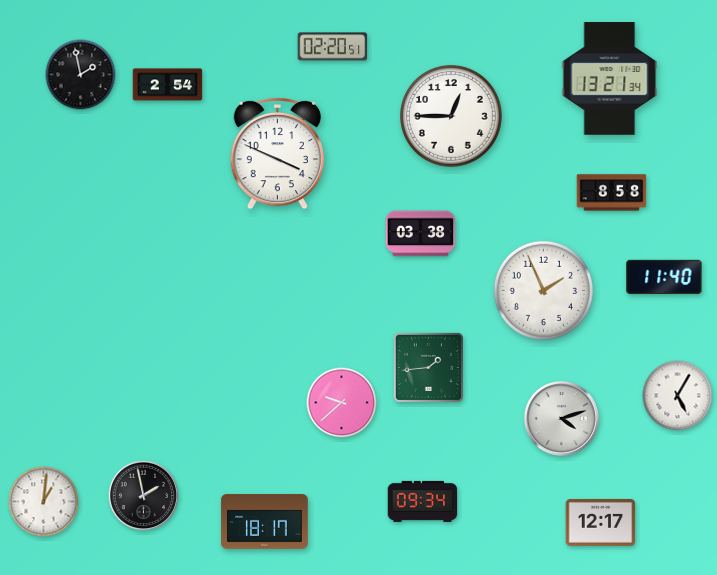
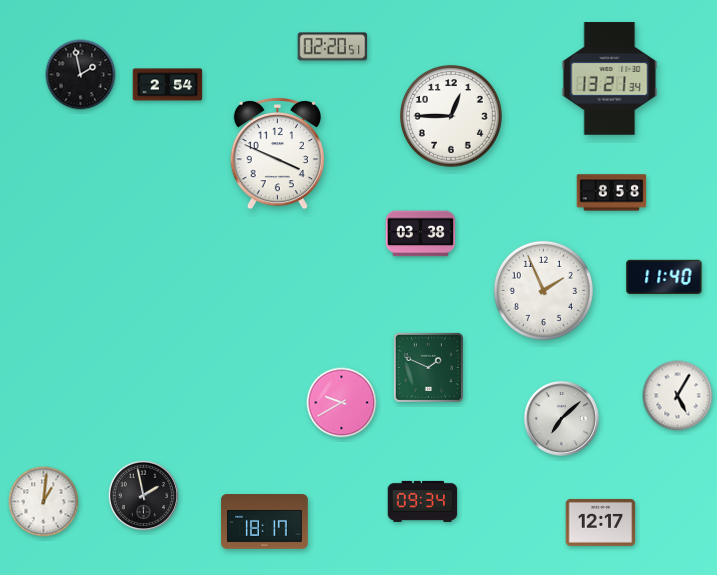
clock at (428, 367): 1:44 -> 1:49
clock at (342, 403): 9:38 -> 9:40
clock at (561, 418): 4:12 -> 7:08
